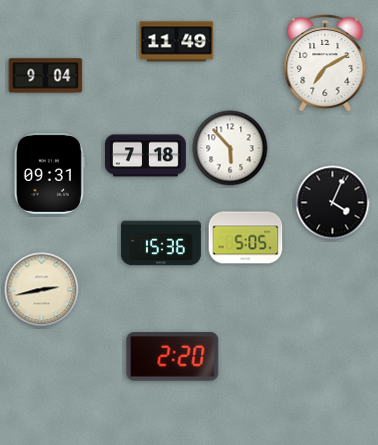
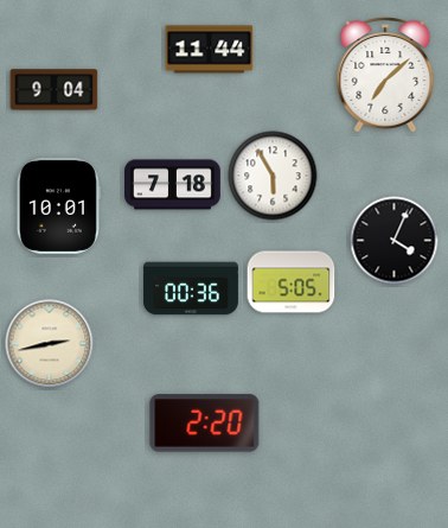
clock at (177, 42): 11:49 -> 11:44
clock at (325, 63): 7:10 -> 7:08
clock at (230, 148): 5:53 -> 5:55
clock at (49, 173): 09:31 -> 10:01
clock at (161, 243): 15:36 -> 00:36
